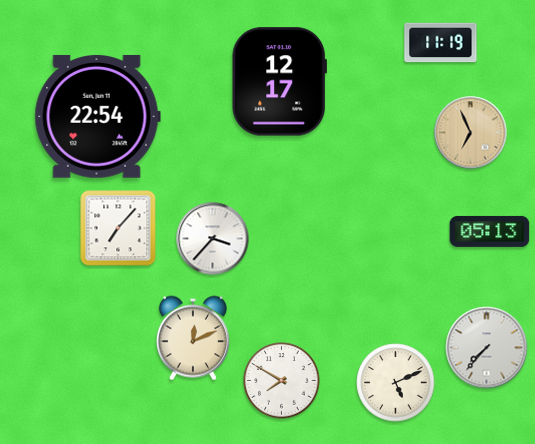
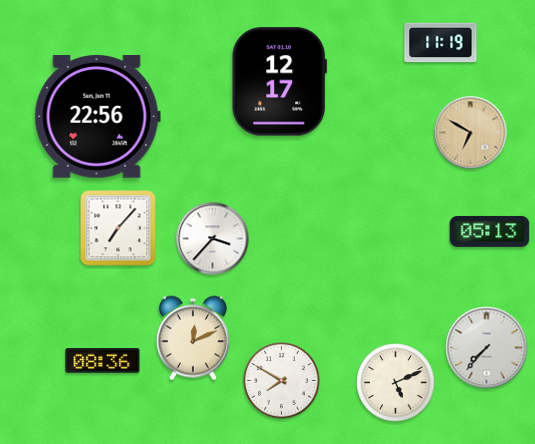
clock at (97, 116): 22:54 -> 22:56
clock at (471, 133): 6:56 -> 6:50
clock at (103, 361): none -> 08:36
